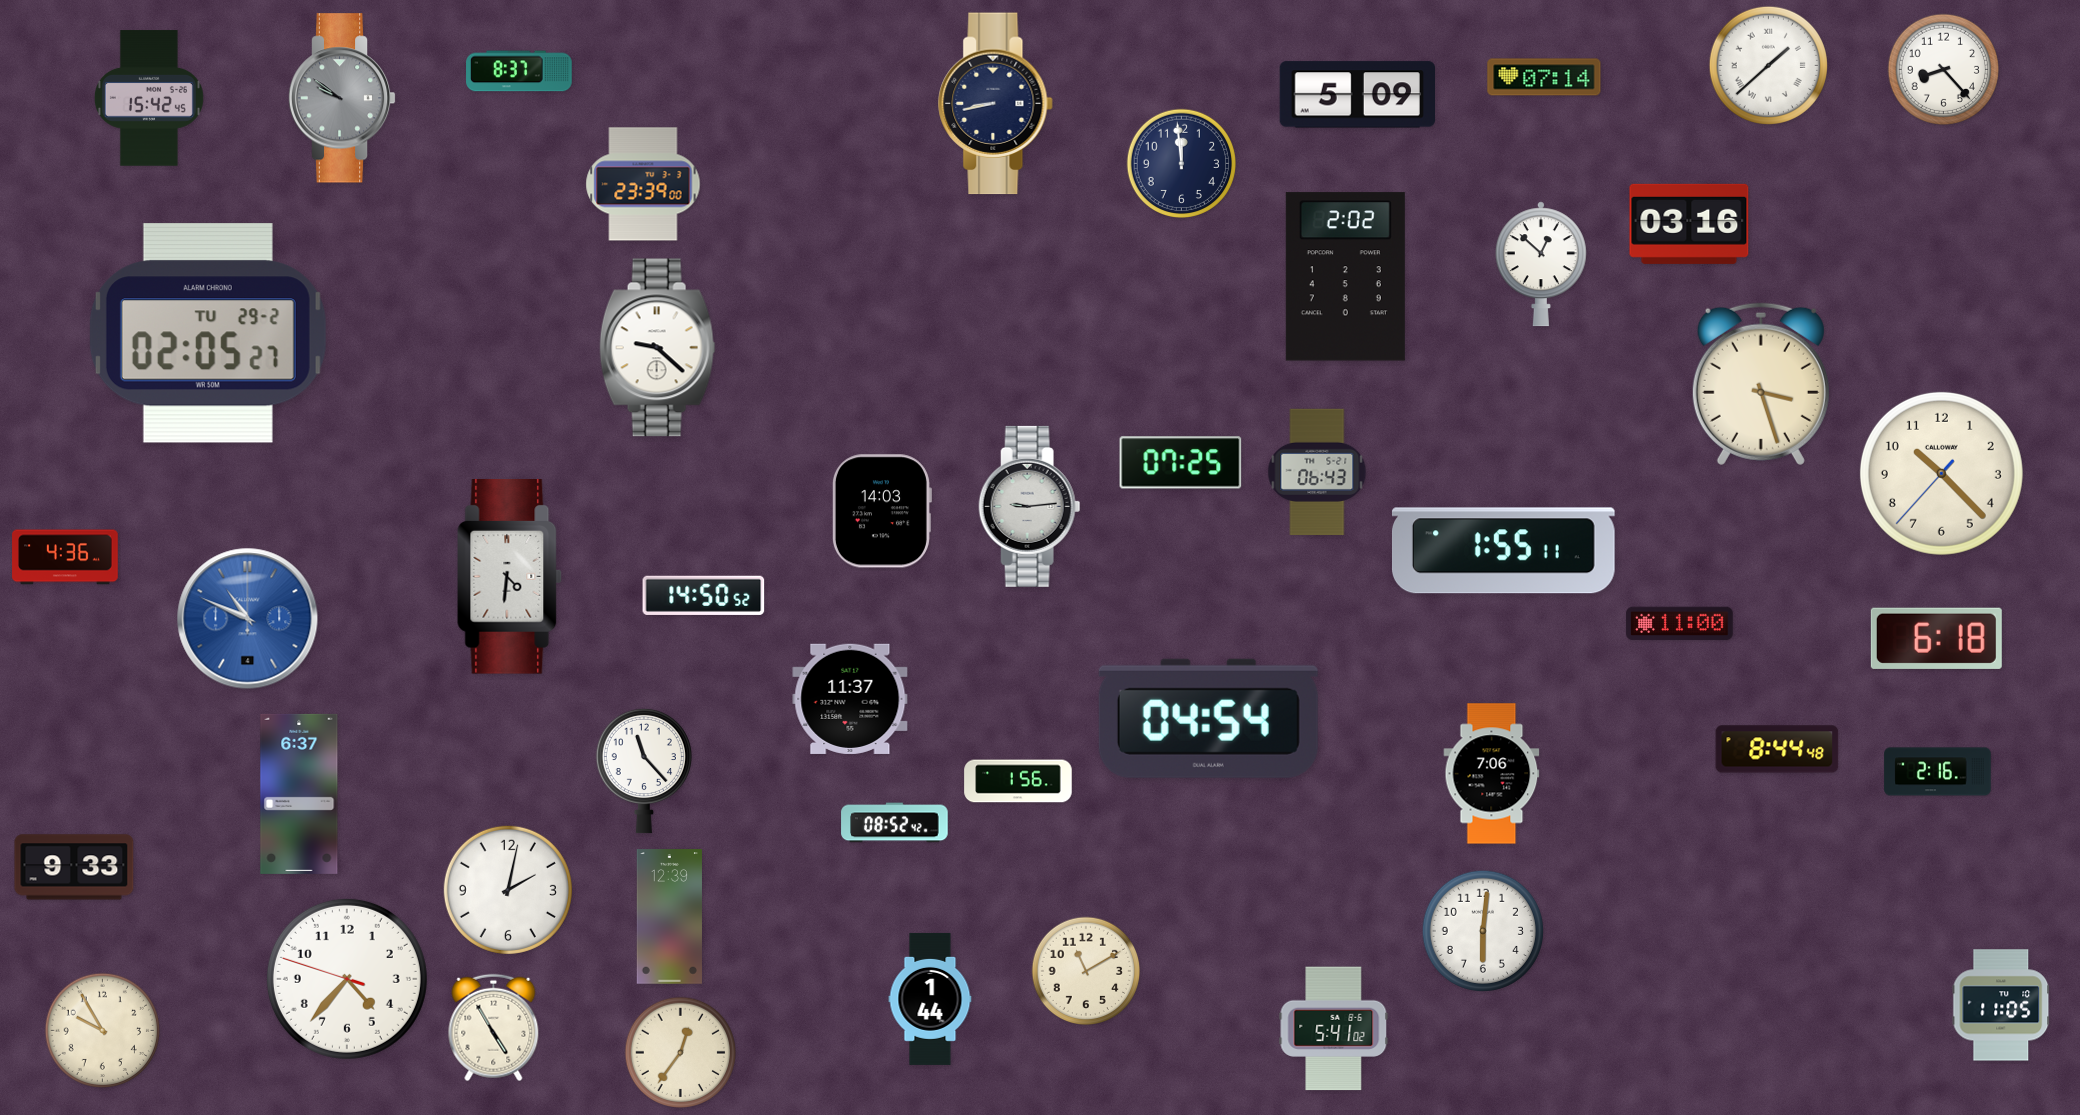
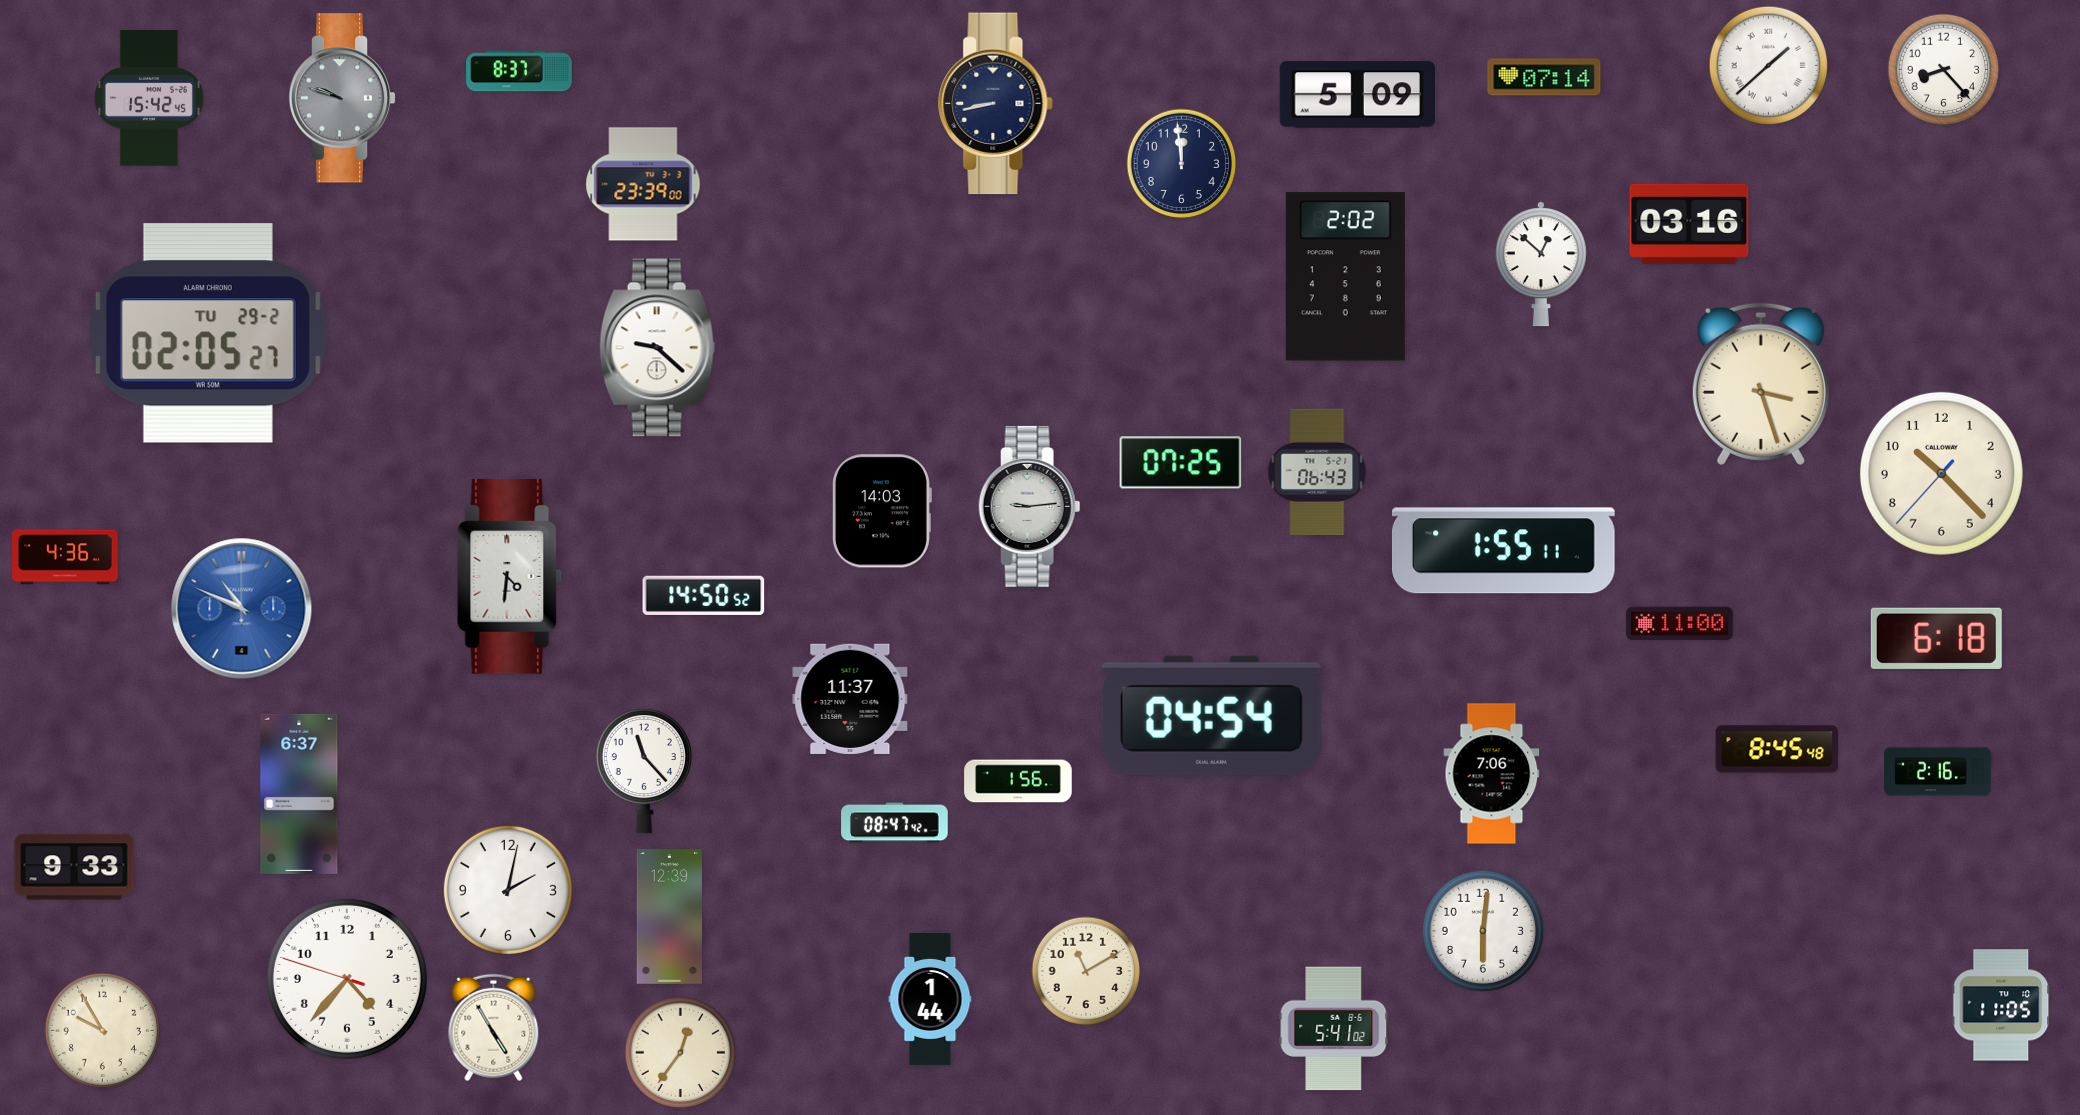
clock at (342, 98): 9:51 -> 9:48
clock at (248, 619) position: (248, 619) -> (242, 609)
clock at (1208, 718) position: (1208, 718) -> (1211, 715)
clock at (1777, 749): 8:44 -> 8:45
clock at (895, 823): 08:52 -> 08:47
